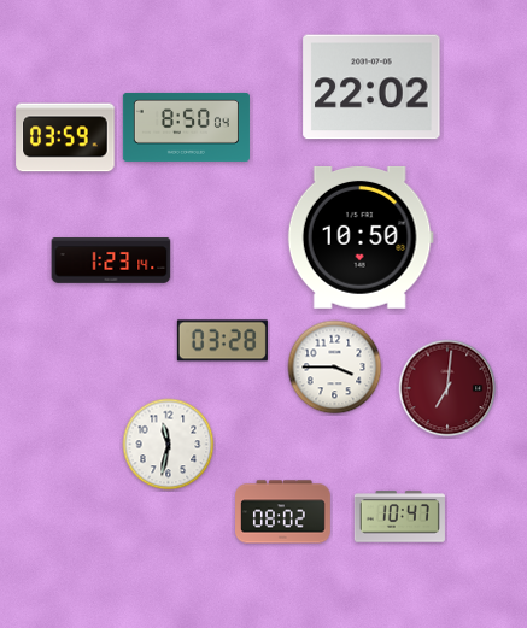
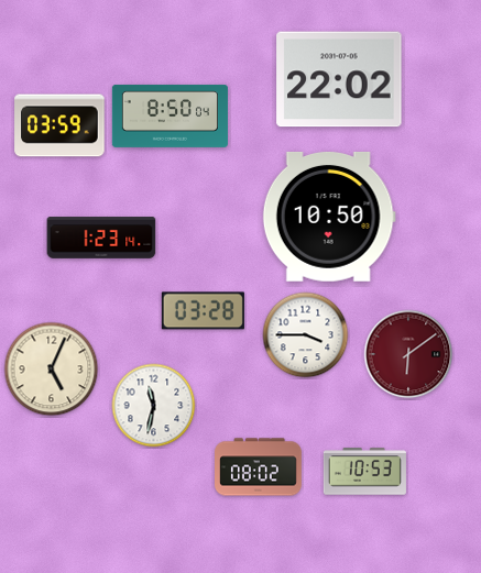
clock at (447, 388): 7:01 -> 6:09
clock at (52, 370): none -> 5:04
clock at (399, 517): 10:47 -> 10:53
